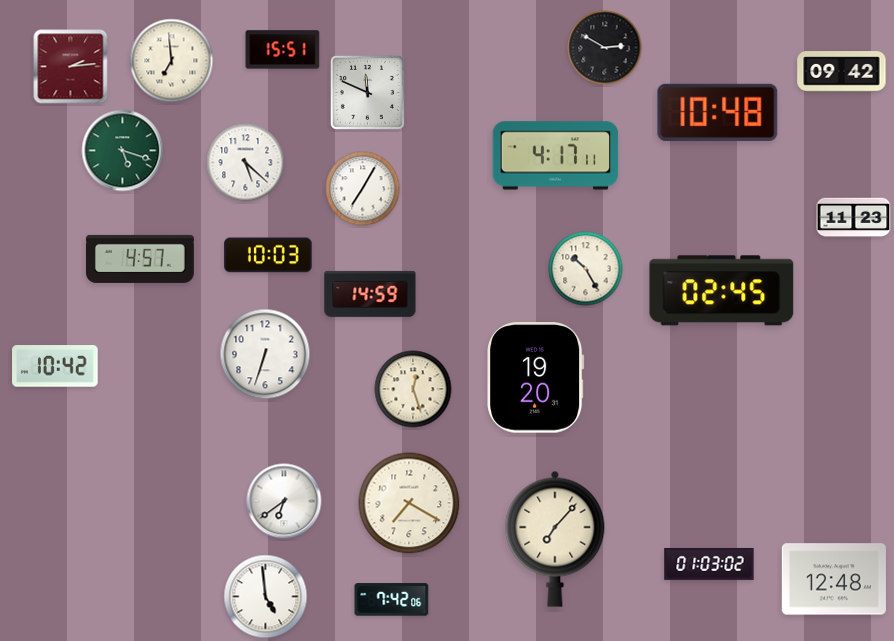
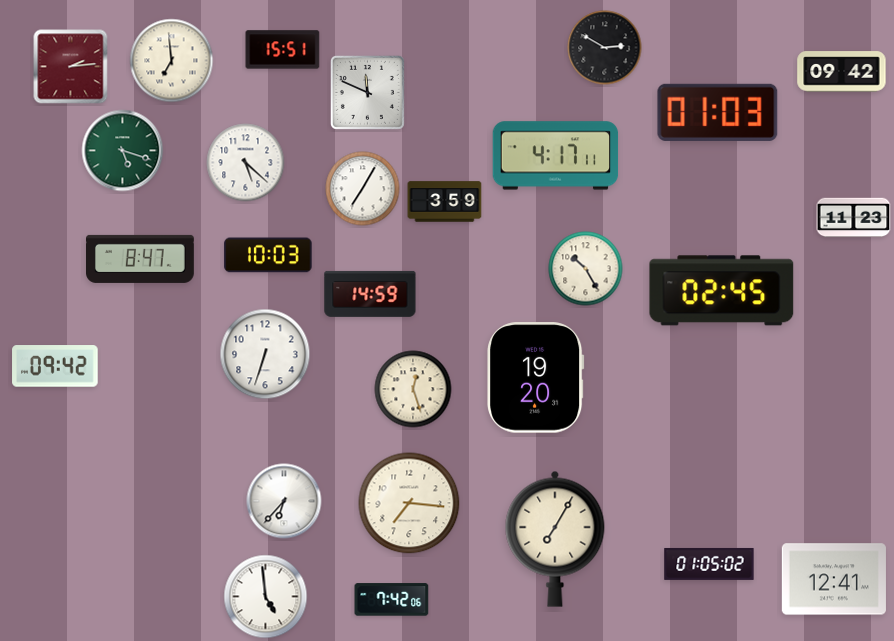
clock at (718, 112): 10:48 -> 01:03
clock at (445, 202): none -> 3:59
clock at (141, 259): 4:57 -> 8:47
clock at (55, 366): 10:42 -> 09:42
clock at (284, 501): 6:39 -> 6:37
clock at (409, 503): 7:20 -> 7:16
clock at (555, 539): 7:07 -> 7:05
clock at (709, 564): 01:03 -> 01:05
clock at (834, 579): 12:48 -> 12:41
